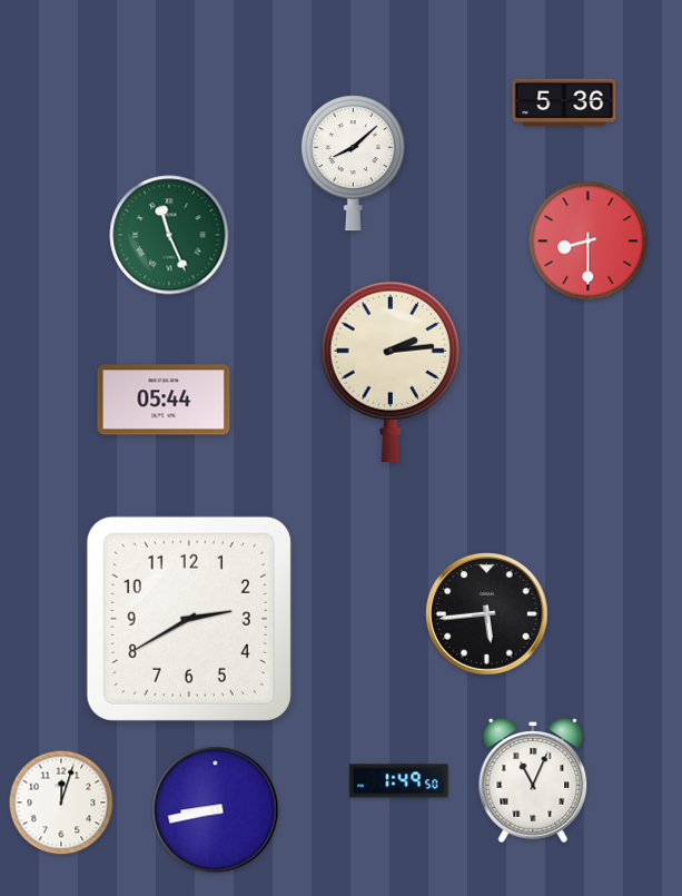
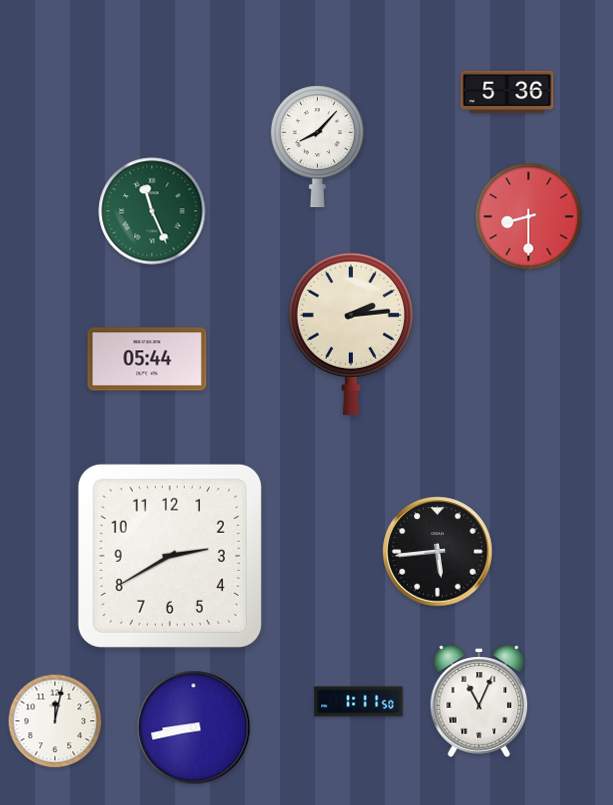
clock at (353, 164): 8:08 -> 8:07
clock at (399, 781): 1:49 -> 1:11
clock at (61, 803): 12:03 -> 12:02
